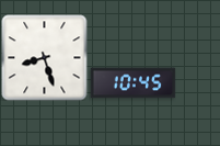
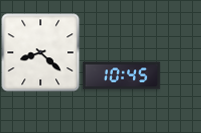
clock at (44, 57): 8:27 -> 8:22
